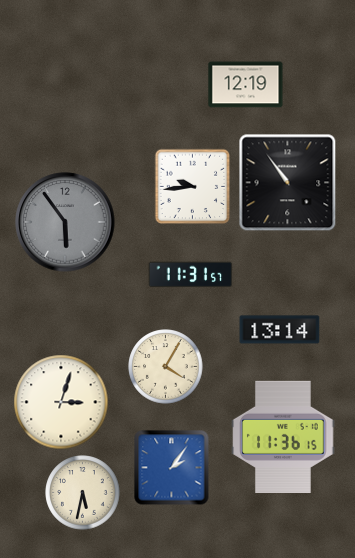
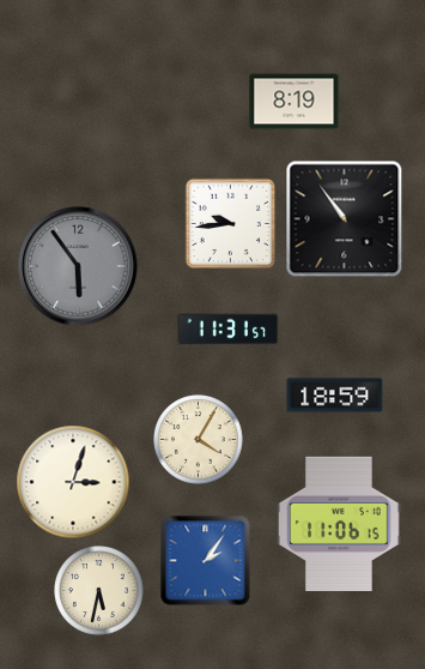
clock at (246, 85): 12:19 -> 8:19
clock at (280, 330): 13:14 -> 18:59
clock at (283, 437): 11:36 -> 11:06
